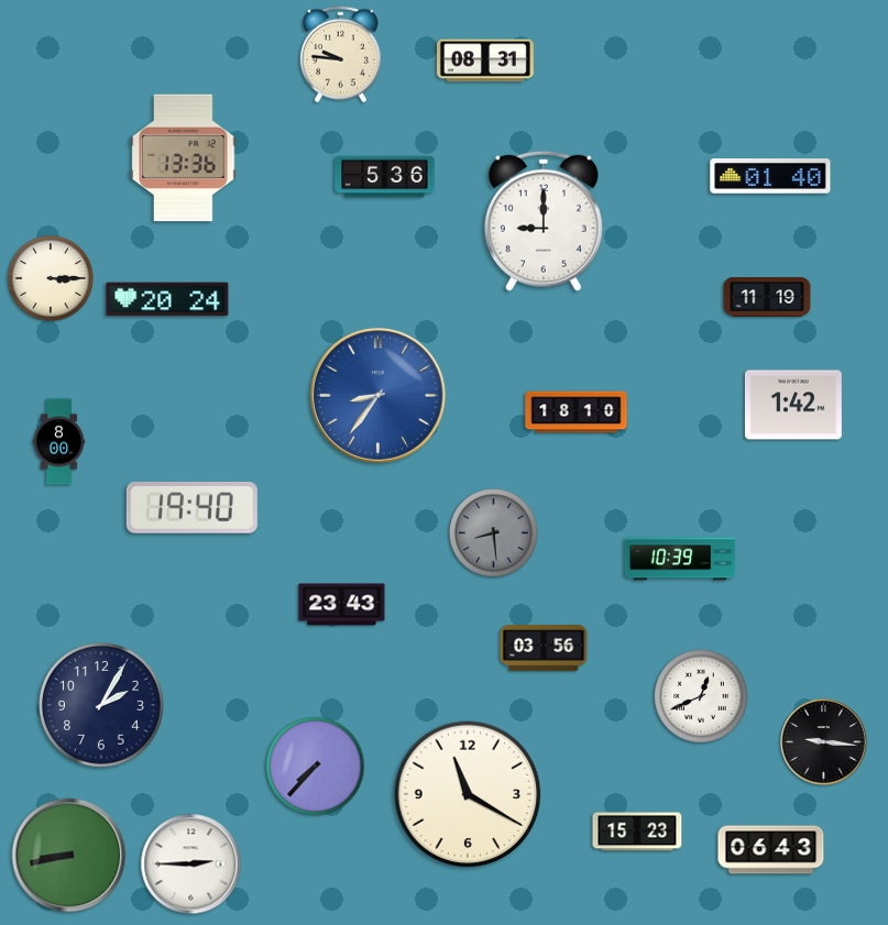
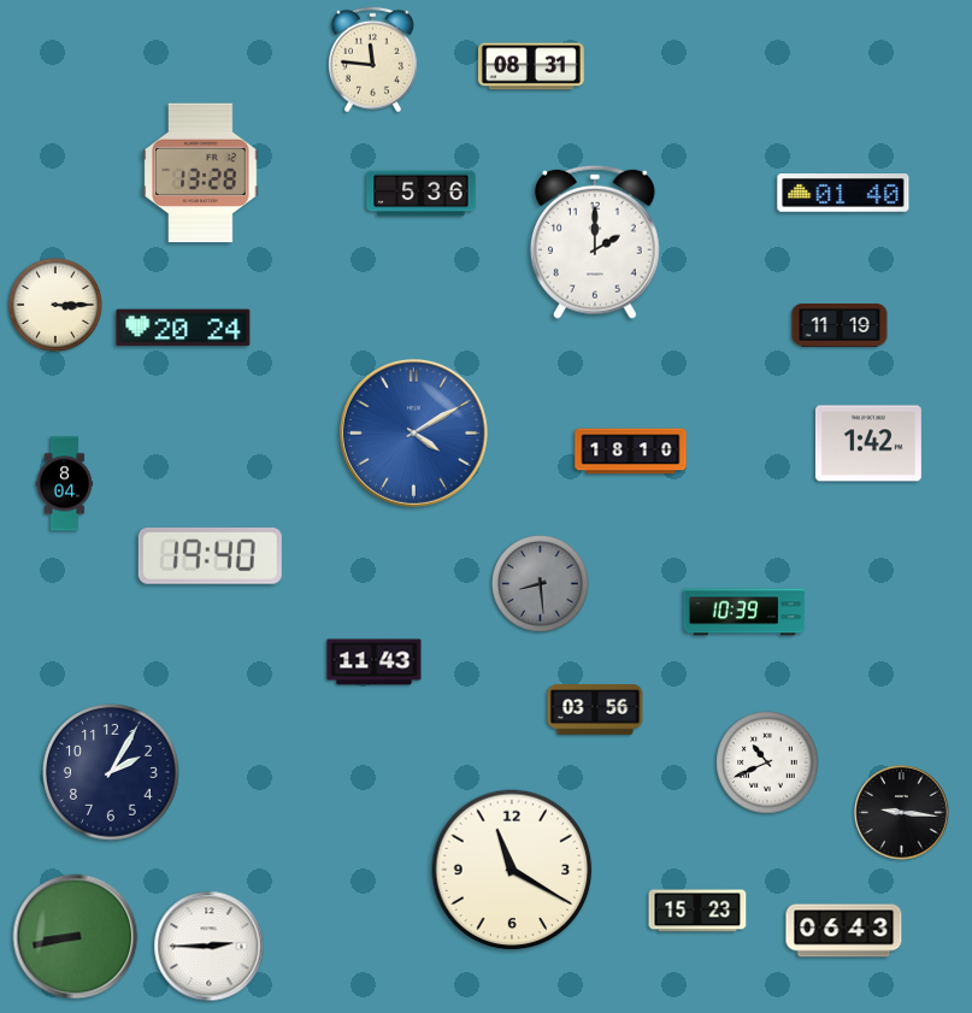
clock at (340, 55): 9:46 -> 11:46
clock at (184, 158): 13:36 -> 13:28
clock at (544, 221): 9:00 -> 2:00
clock at (377, 395): 8:36 -> 4:10
clock at (59, 442): 8:00 -> 8:04
clock at (342, 605): 23:43 -> 11:43
clock at (701, 696): 12:41 -> 10:41
clock at (316, 767): 7:37 -> none
